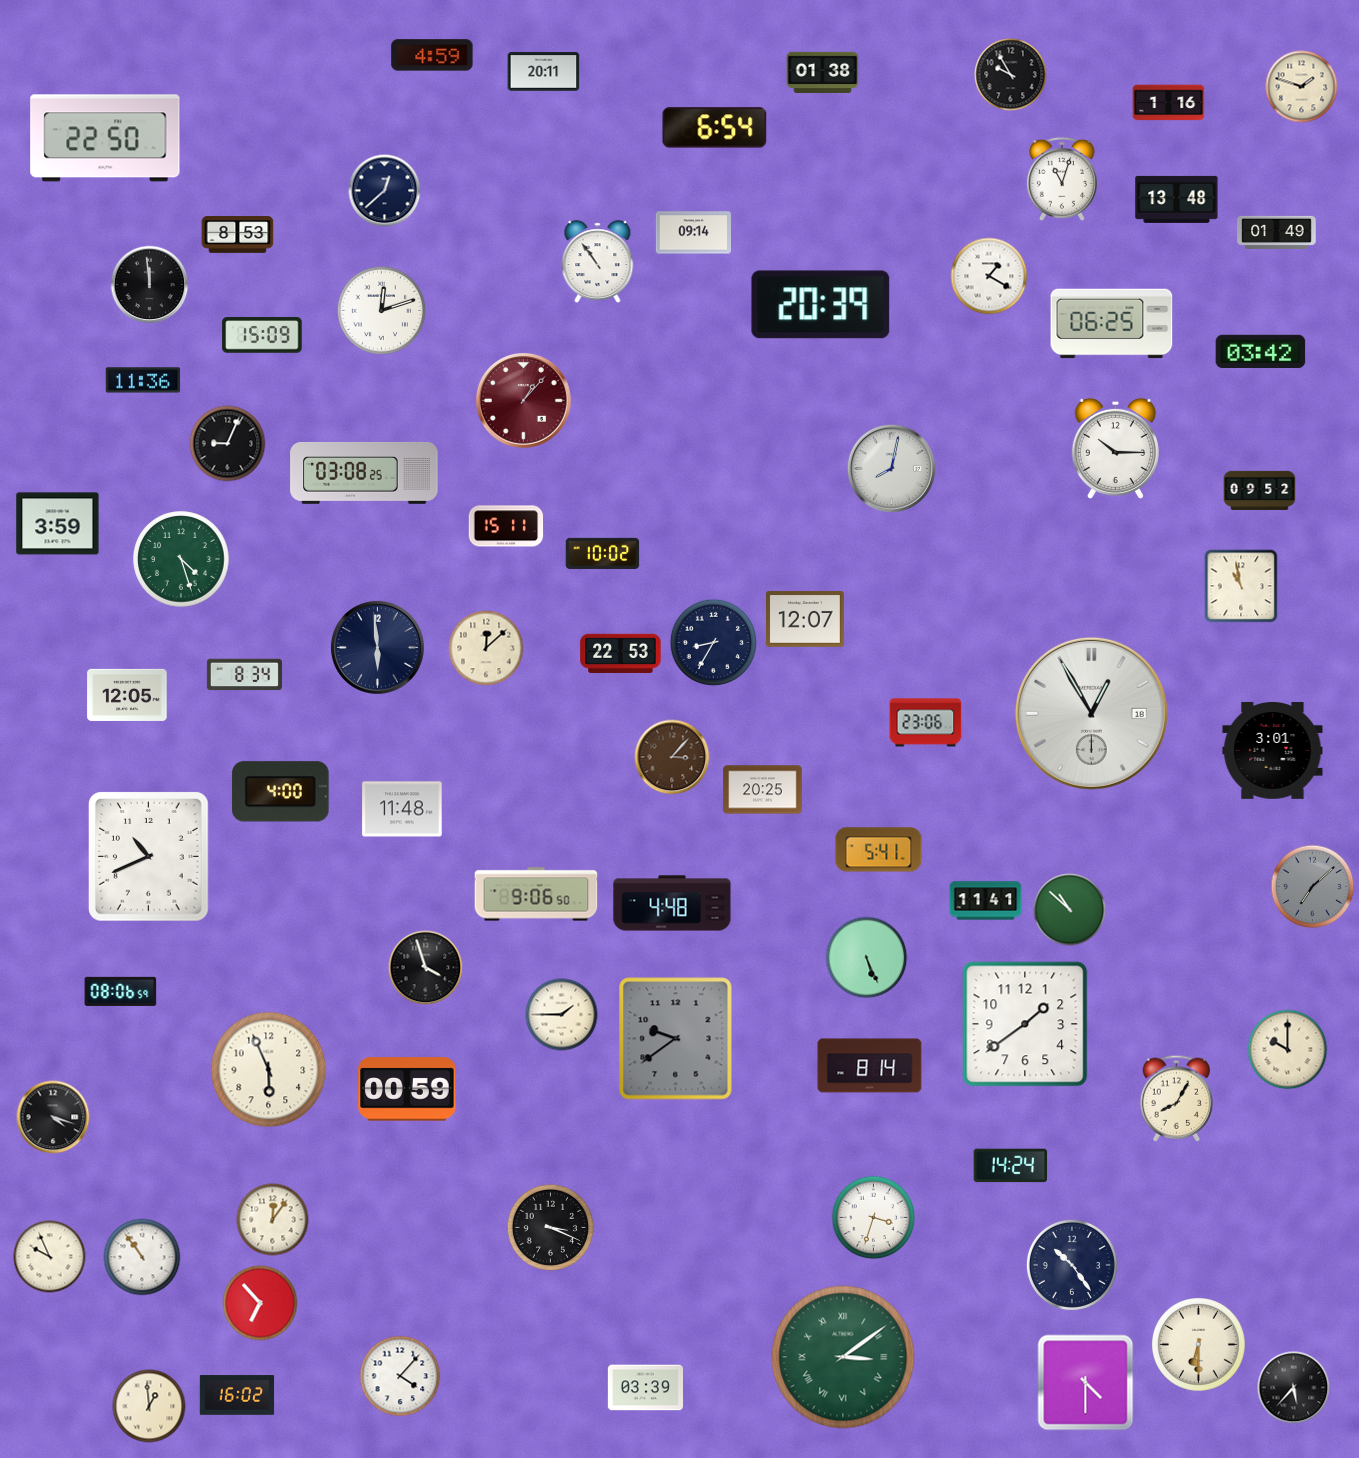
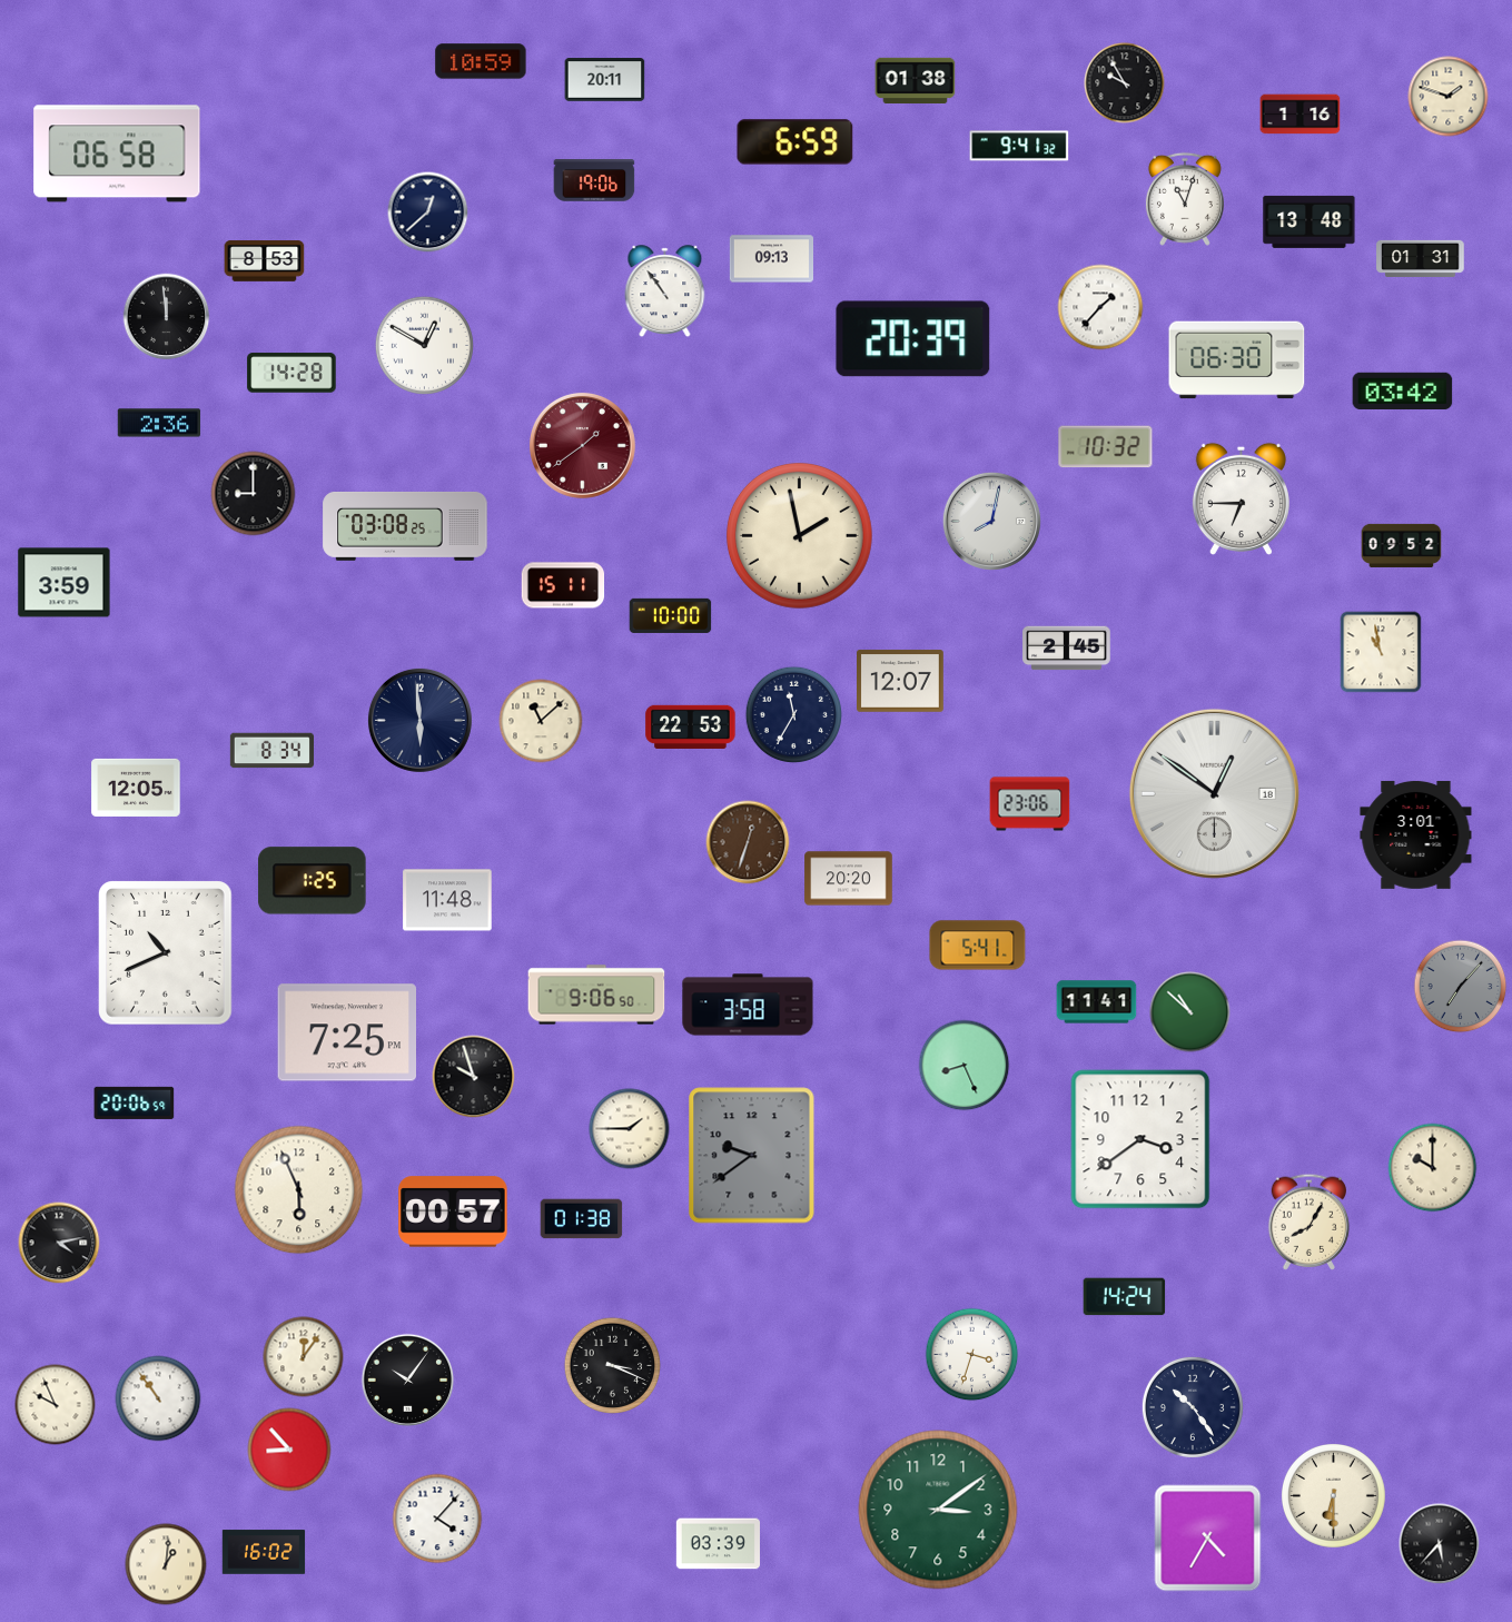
clock at (432, 55): 4:59 -> 10:59
clock at (715, 128): 6:54 -> 6:59
clock at (1019, 146): none -> 9:41
clock at (105, 138): 22:50 -> 06:58
clock at (594, 180): none -> 19:06
clock at (1062, 179) position: (1062, 179) -> (1185, 199)
clock at (1277, 232): 01:49 -> 01:31
clock at (693, 233): 09:14 -> 09:13
clock at (989, 276): 1:20 -> 1:37
clock at (381, 310): 12:12 -> 12:50
clock at (1112, 324): 06:25 -> 06:30
clock at (262, 335): 15:09 -> 14:28
clock at (143, 380): 11:36 -> 2:36
clock at (523, 400): 1:07 -> 1:39
clock at (1106, 447): none -> 10:32
clock at (228, 444): 9:04 -> 9:00
clock at (1115, 448): 10:15 -> 6:45
clock at (800, 536): none -> 1:58
clock at (603, 553): 10:02 -> 10:00
clock at (181, 559): 4:27 -> none
clock at (1067, 649): none -> 2:45
clock at (806, 619) position: (806, 619) -> (901, 681)
clock at (714, 643): 8:35 -> 11:35
clock at (486, 648): 12:08 -> 11:08
clock at (127, 695) position: (127, 695) -> (136, 788)
clock at (1091, 713): 12:55 -> 12:51
clock at (672, 757): 3:07 -> 12:33
clock at (763, 790): 20:25 -> 20:20
clock at (281, 792): 4:00 -> 1:25
clock at (1313, 887): 7:08 -> 7:07
clock at (672, 903): 4:48 -> 3:58
clock at (346, 1032): none -> 7:25
clock at (867, 958): 5:26 -> 8:26
clock at (426, 968): 3:57 -> 9:57
clock at (121, 991): 08:06 -> 20:06
clock at (562, 1015) position: (562, 1015) -> (630, 1129)
clock at (1025, 1024): 1:39 -> 3:39
clock at (870, 1066): 8:14 -> none
clock at (407, 1089): 00:59 -> 00:57
clock at (582, 1219): none -> 01:38
clock at (53, 1117): 4:18 -> 4:13
clock at (408, 1381): none -> 10:06
clock at (50, 1257) position: (50, 1257) -> (56, 1405)
clock at (260, 1303): 6:53 -> 8:53
clock at (843, 1357) numerals: Roman -> Arabic
clock at (400, 1376) position: (400, 1376) -> (437, 1519)
clock at (1086, 1383): 4:30 -> 4:35
clock at (149, 1406): 12:59 -> 1:01
